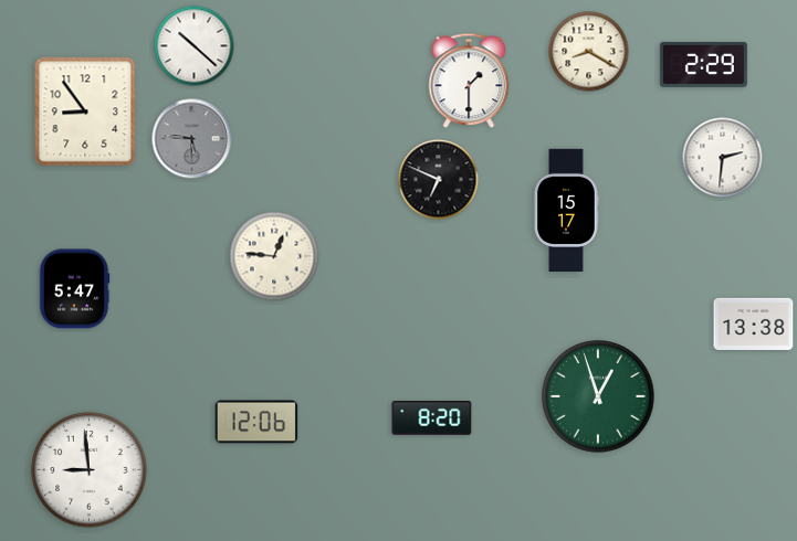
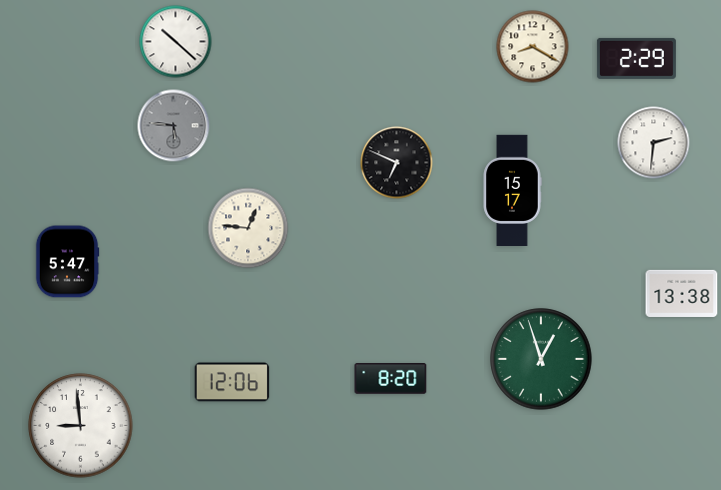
clock at (469, 81): 1:30 -> none
clock at (85, 112): 8:54 -> none
clock at (274, 256) position: (274, 256) -> (248, 228)
